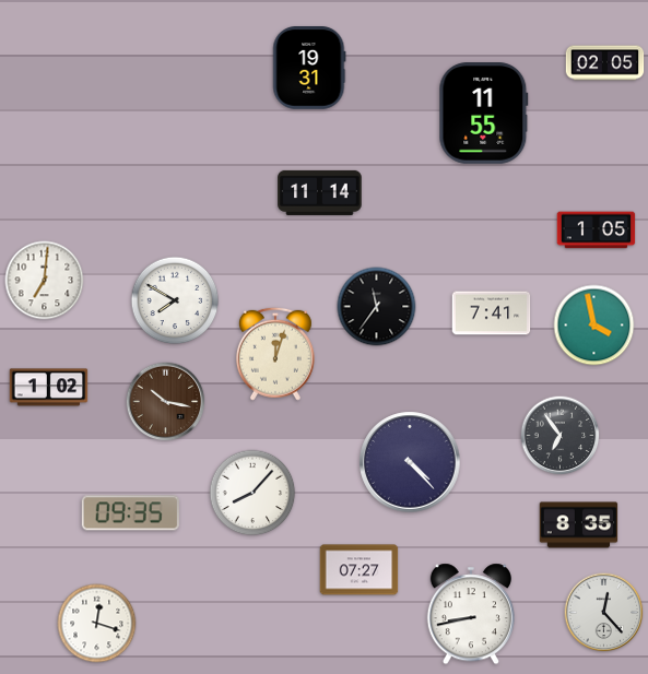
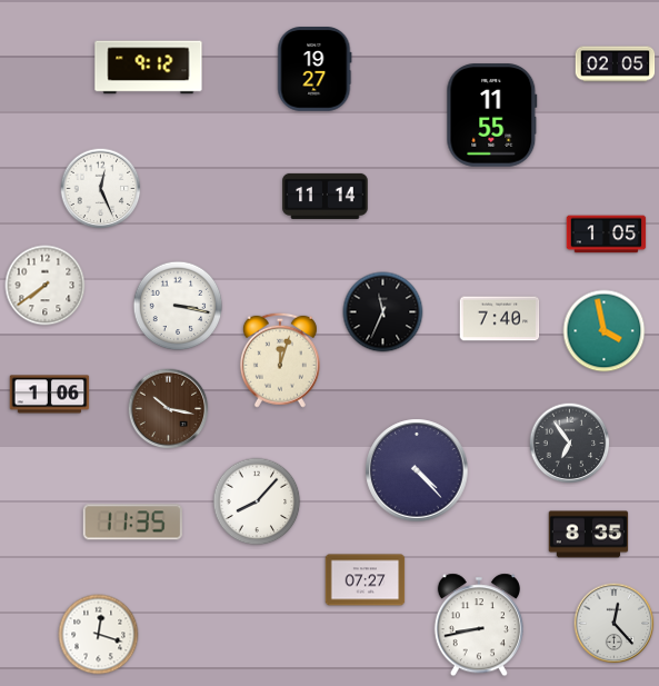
clock at (149, 68): none -> 9:12
clock at (309, 69): 19:31 -> 19:27
clock at (101, 189): none -> 12:26
clock at (45, 281): 7:01 -> 7:39
clock at (175, 300): 7:50 -> 3:17
clock at (377, 307): 11:36 -> 11:34
clock at (492, 314): 7:41 -> 7:40
clock at (49, 388): 1:02 -> 1:06
clock at (130, 513): 09:35 -> 11:35
